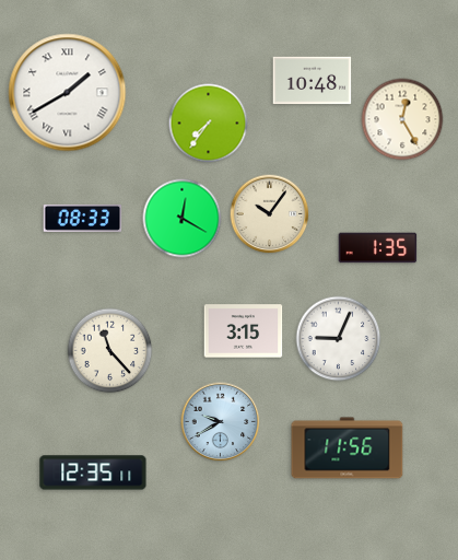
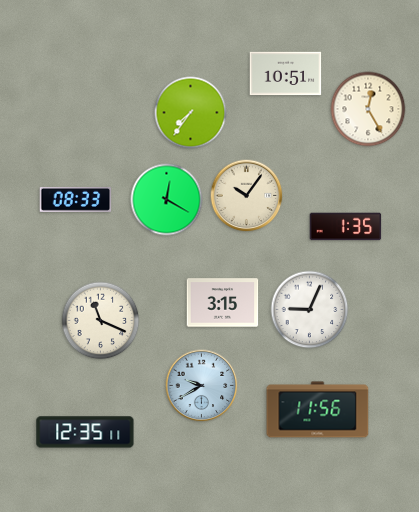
clock at (313, 81): 10:48 -> 10:51
clock at (68, 93): 1:40 -> none
clock at (110, 351): 11:23 -> 11:19
